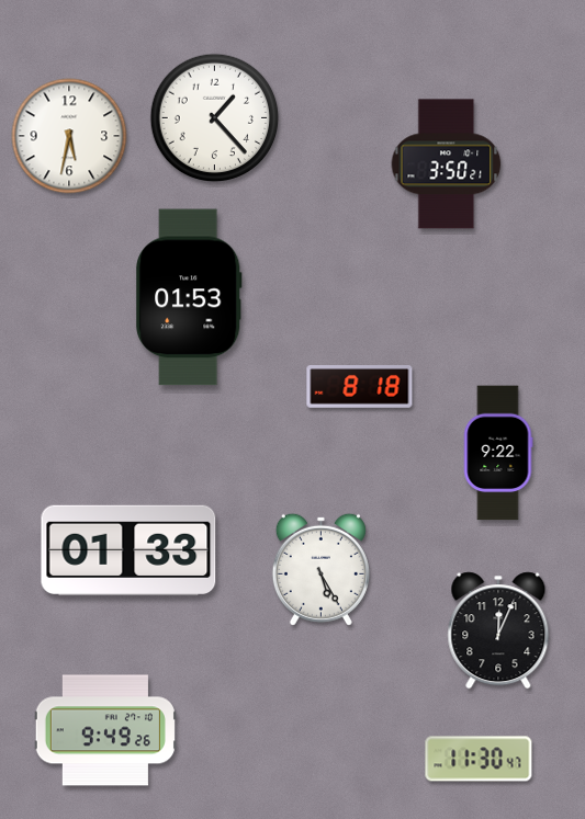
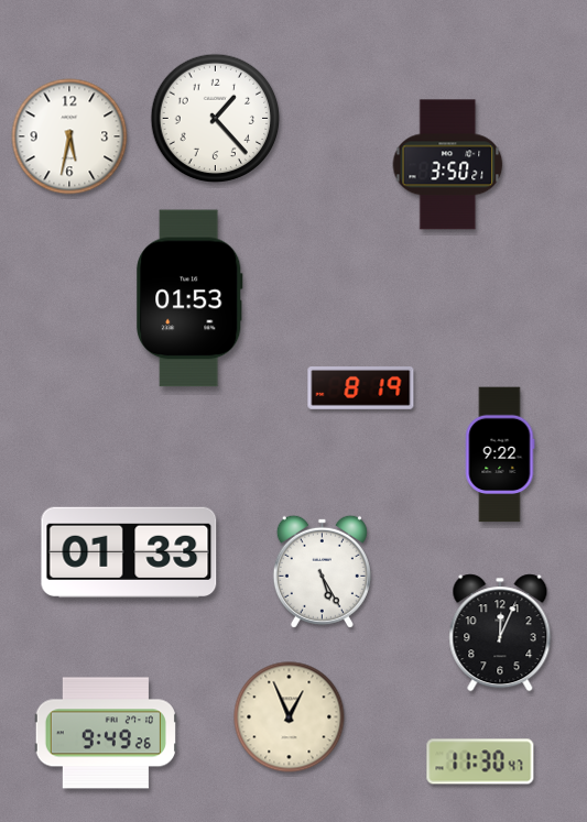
clock at (360, 387): 8:18 -> 8:19
clock at (290, 717): none -> 12:56
